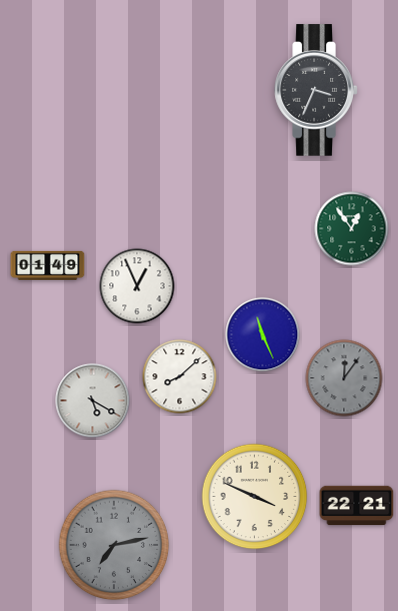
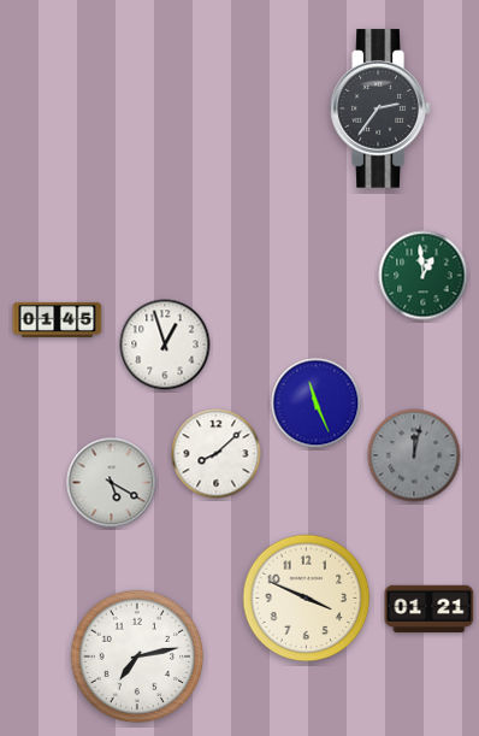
clock at (316, 90): 3:34 -> 2:36
clock at (352, 229): 12:54 -> 12:59
clock at (48, 265): 01:49 -> 01:45
clock at (137, 286): 12:56 -> 12:57
clock at (344, 378): 12:06 -> 12:02
clock at (357, 506): 22:21 -> 01:21
clock at (114, 545) dial: grey -> white
